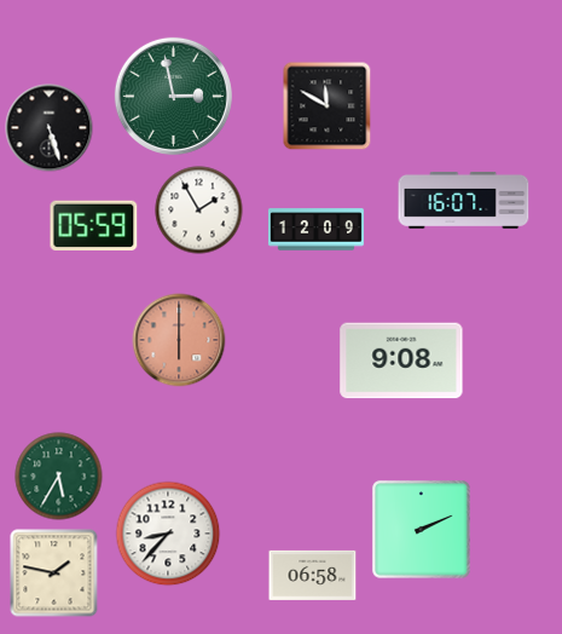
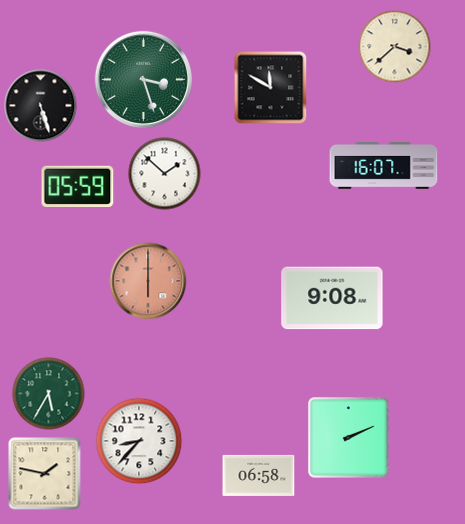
clock at (395, 47): none -> 3:38
clock at (173, 96): 2:58 -> 3:27
clock at (199, 211): 1:55 -> 1:52
clock at (315, 230): 12:09 -> none
